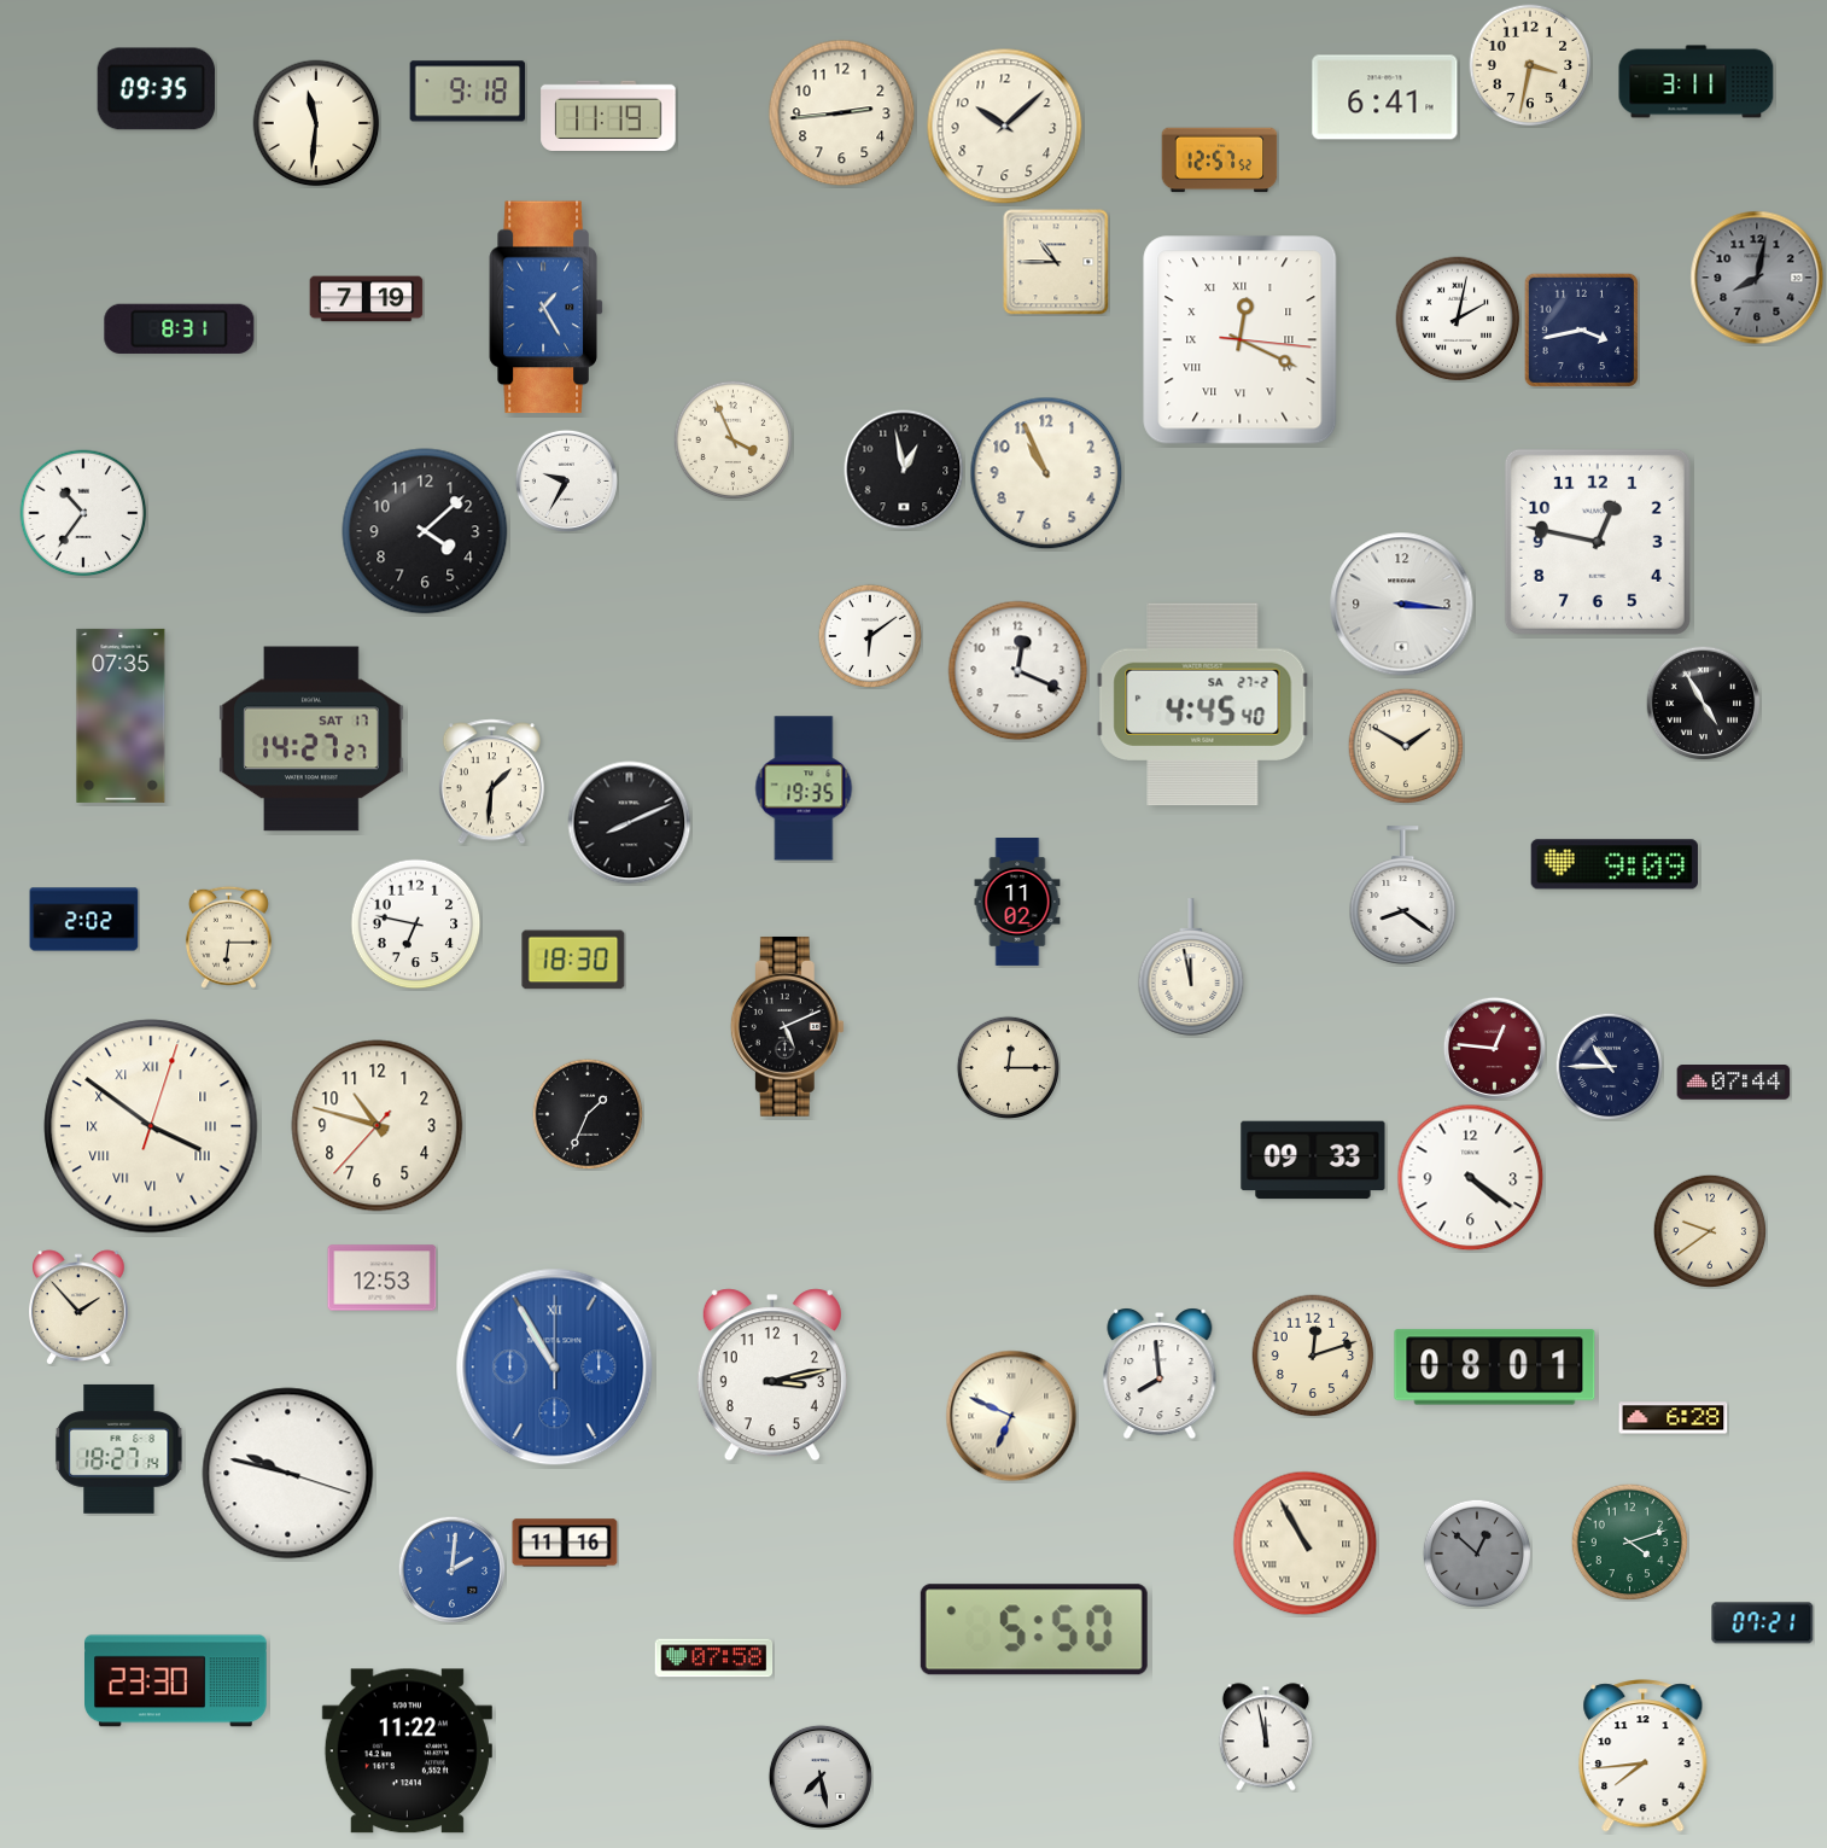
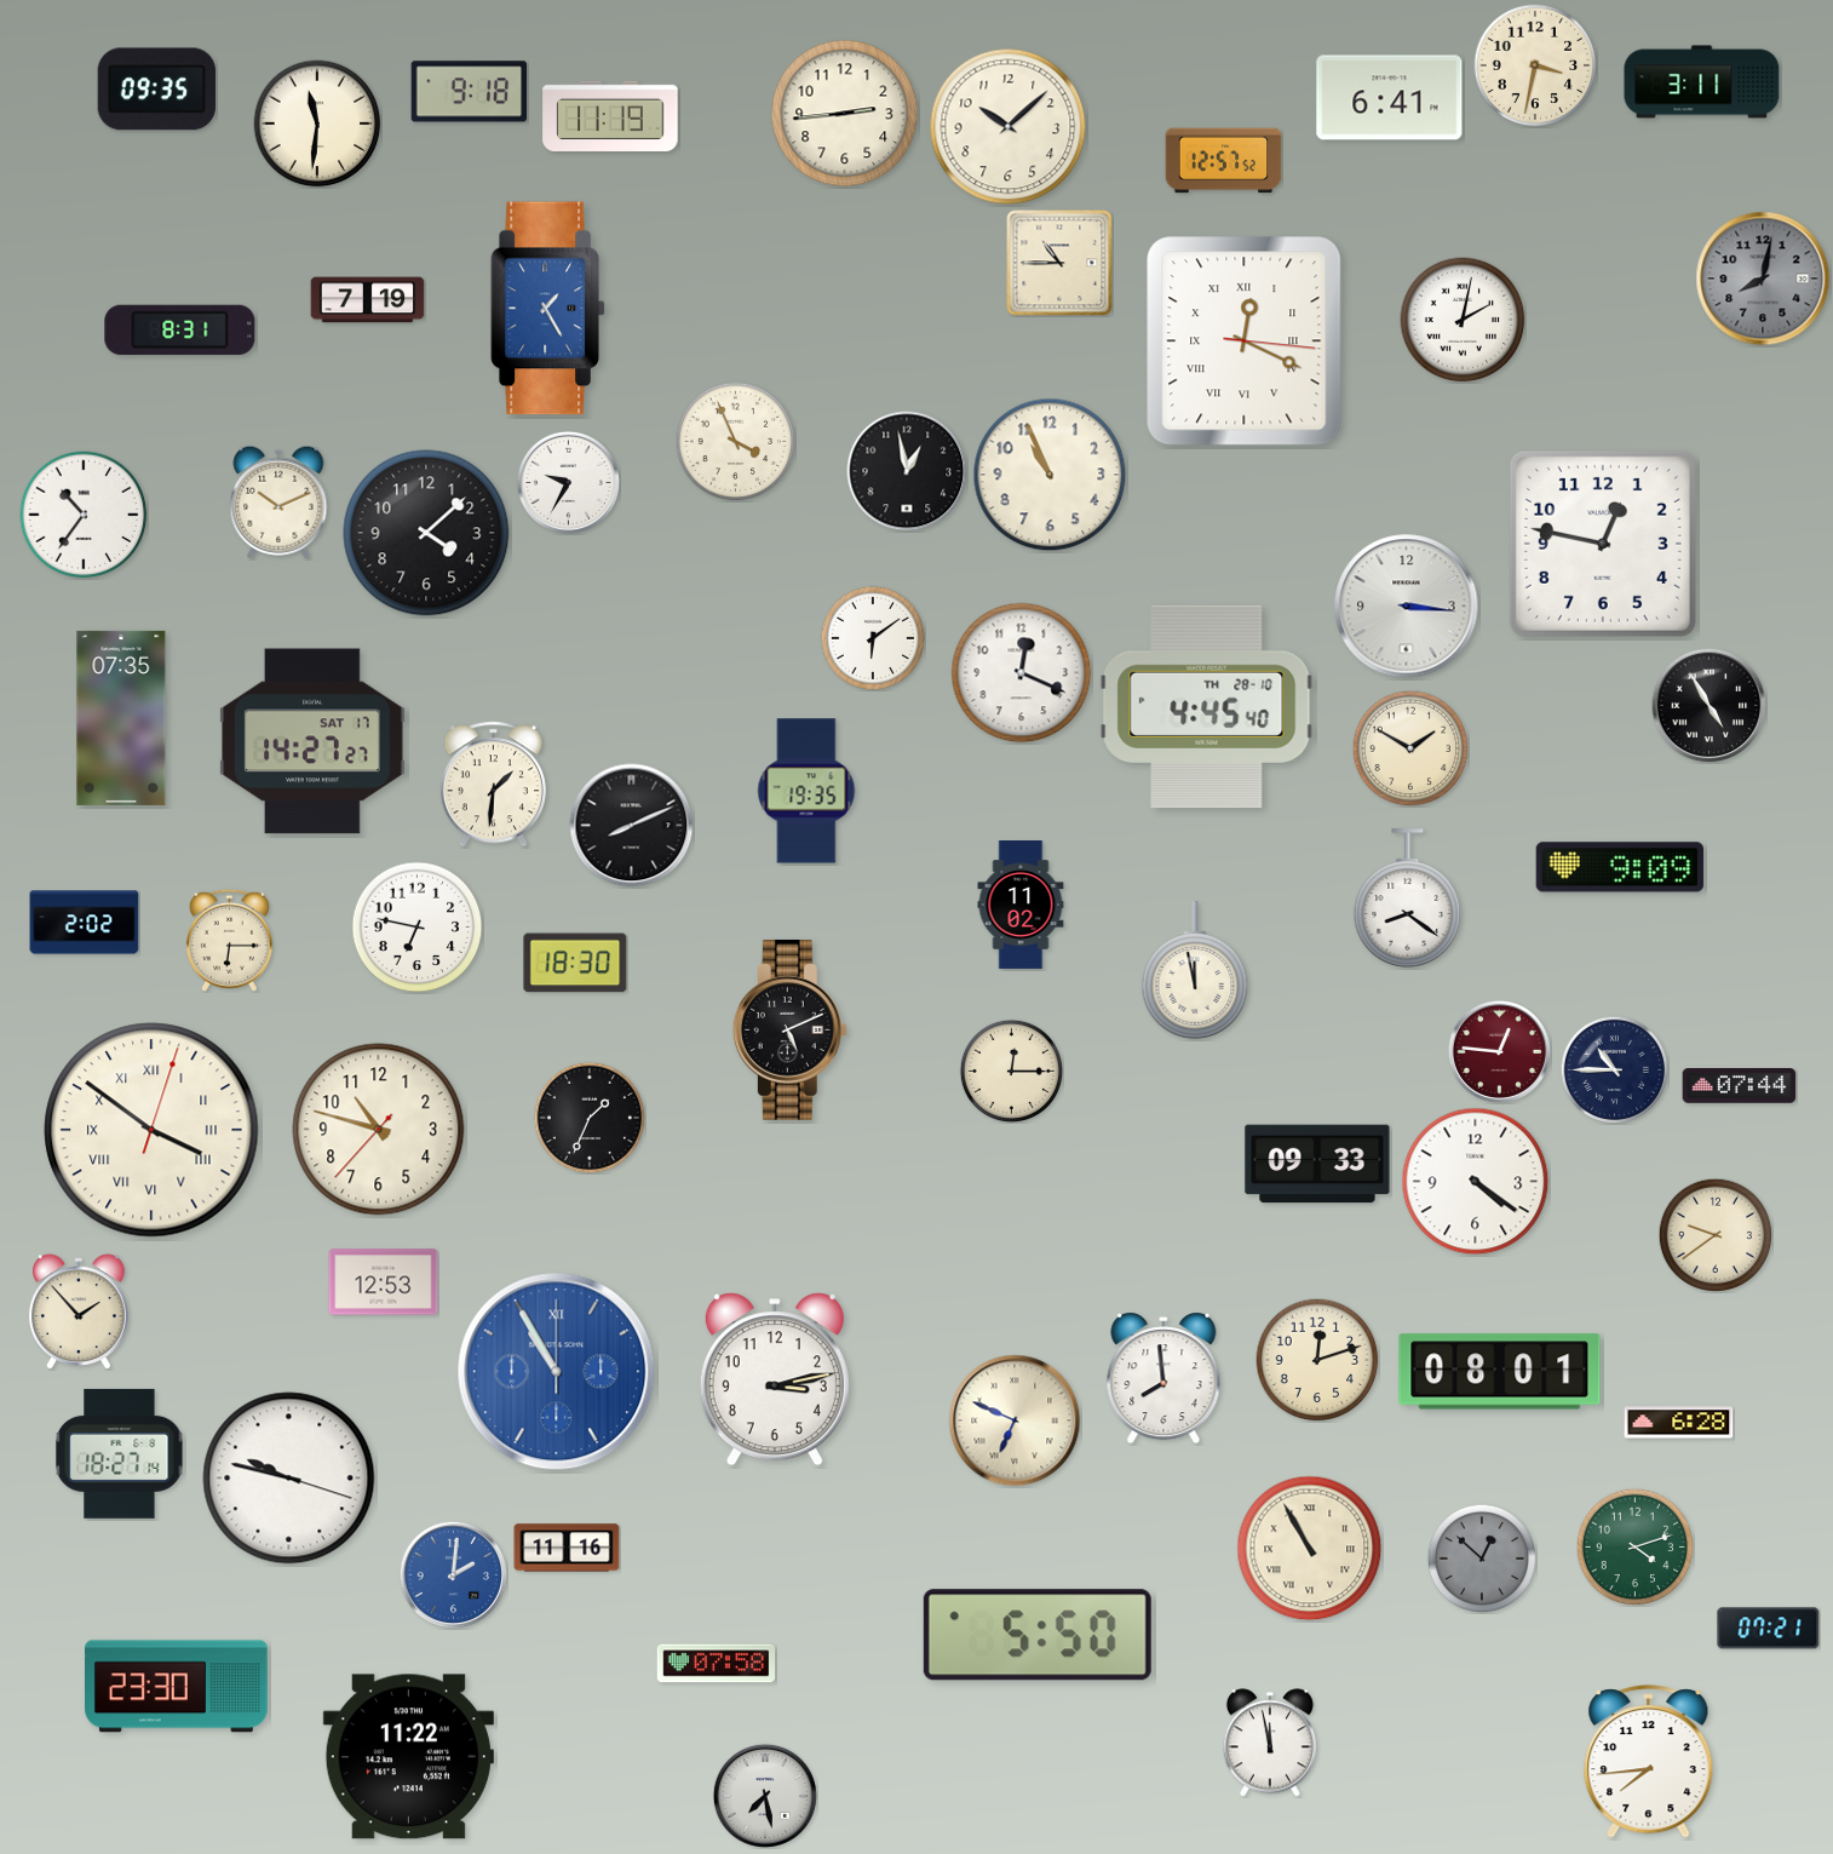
clock at (1581, 330): 3:43 -> none
clock at (278, 503): none -> 10:11
clock at (1203, 705) date: SA 27-2 -> TH 28-10
clock at (821, 1777) position: (821, 1777) -> (765, 1796)
